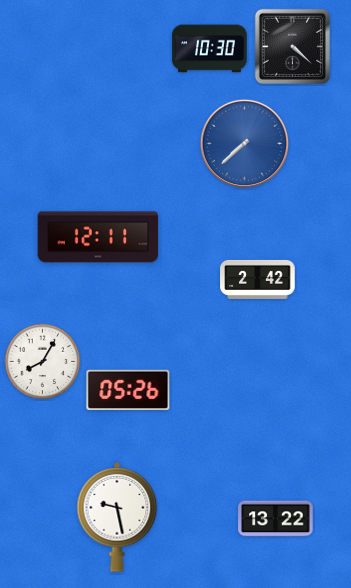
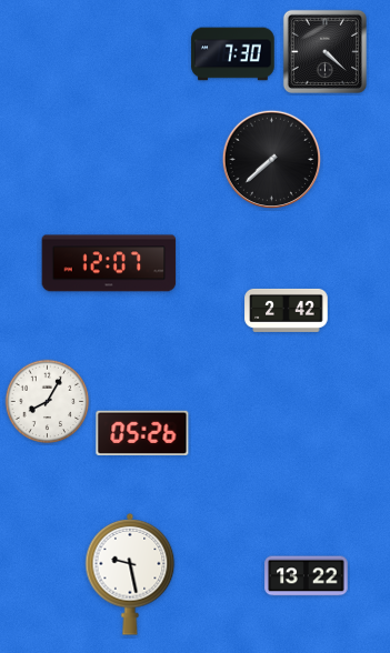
clock at (210, 49): 10:30 -> 7:30
clock at (244, 143) dial: blue -> black
clock at (98, 237): 12:11 -> 12:07
